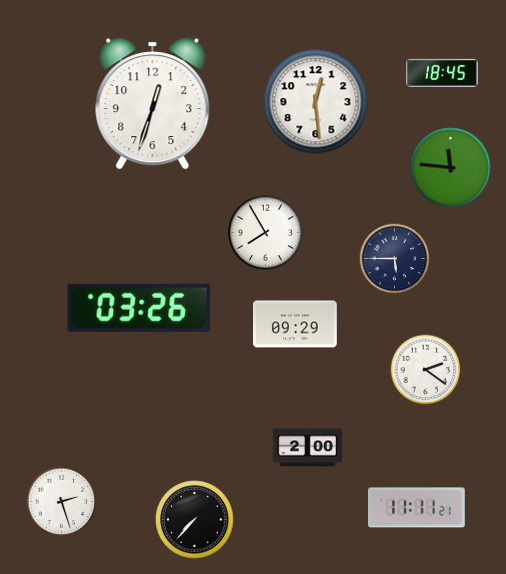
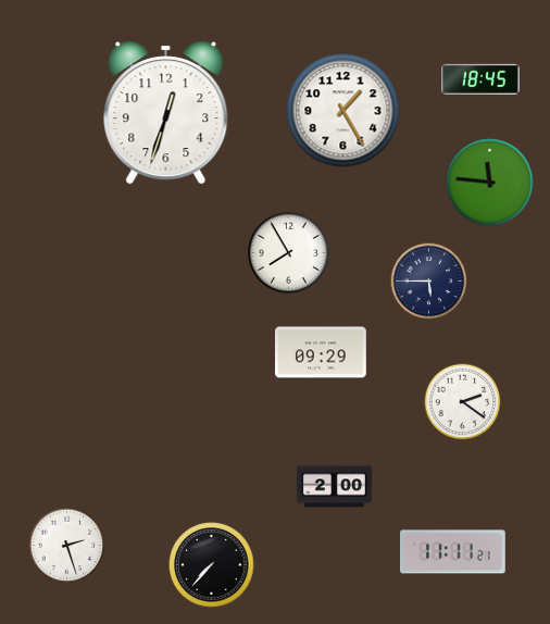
clock at (316, 102): 12:29 -> 1:25
clock at (139, 308): 03:26 -> none
